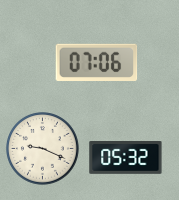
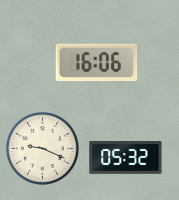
clock at (97, 62): 07:06 -> 16:06
